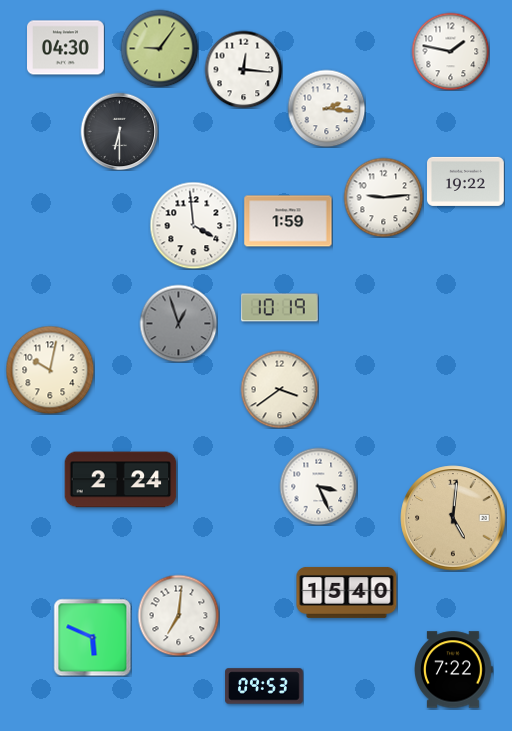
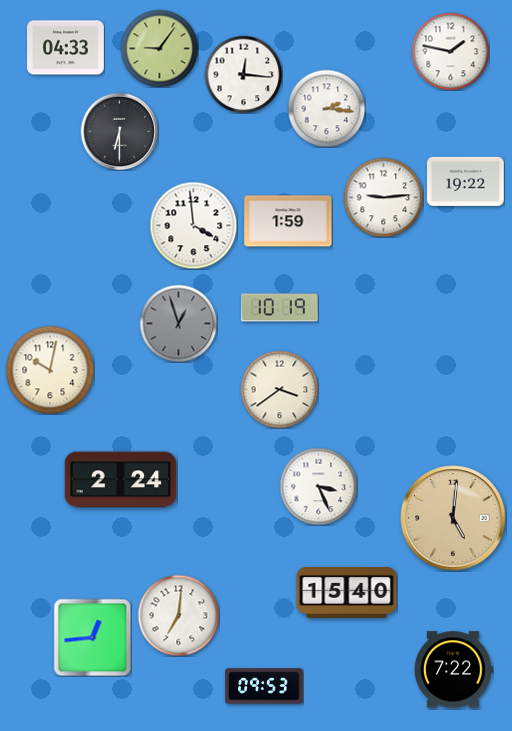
clock at (66, 48): 04:30 -> 04:33
clock at (243, 69) position: (243, 69) -> (243, 74)
clock at (92, 637): 5:49 -> 12:44
